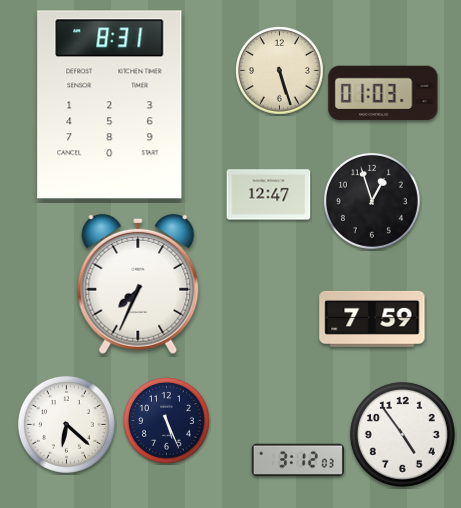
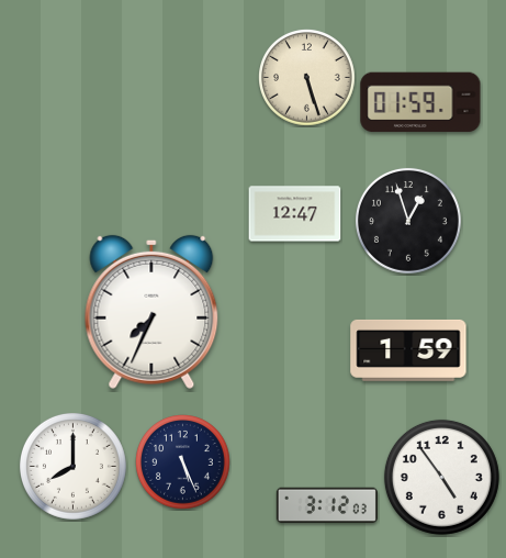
clock at (383, 93): 01:03 -> 01:59
clock at (110, 105): 8:31 -> none
clock at (372, 319): 7:59 -> 1:59
clock at (66, 424): 6:22 -> 8:00
